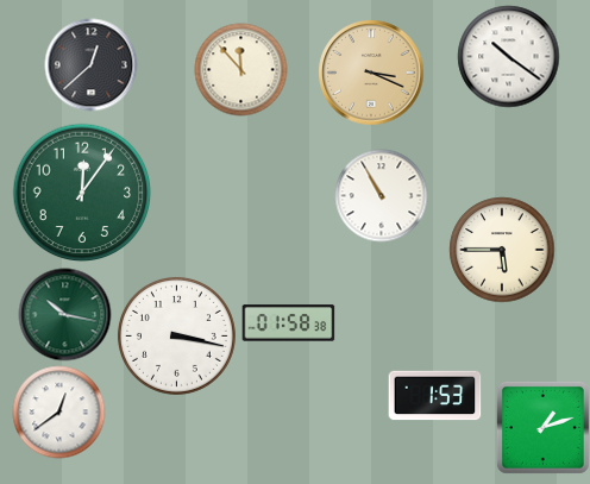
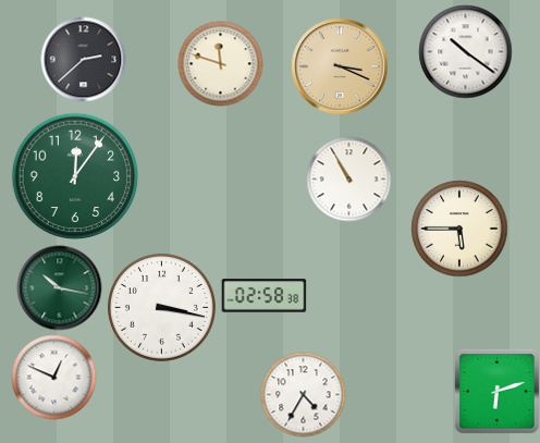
clock at (90, 64): 12:38 -> 2:38
clock at (240, 69): 11:53 -> 11:48
clock at (288, 323): 01:58 -> 02:58
clock at (434, 396): 1:53 -> none
clock at (58, 411): 12:39 -> 12:49
clock at (542, 427): 1:12 -> 6:12
clock at (303, 394): none -> 4:35
